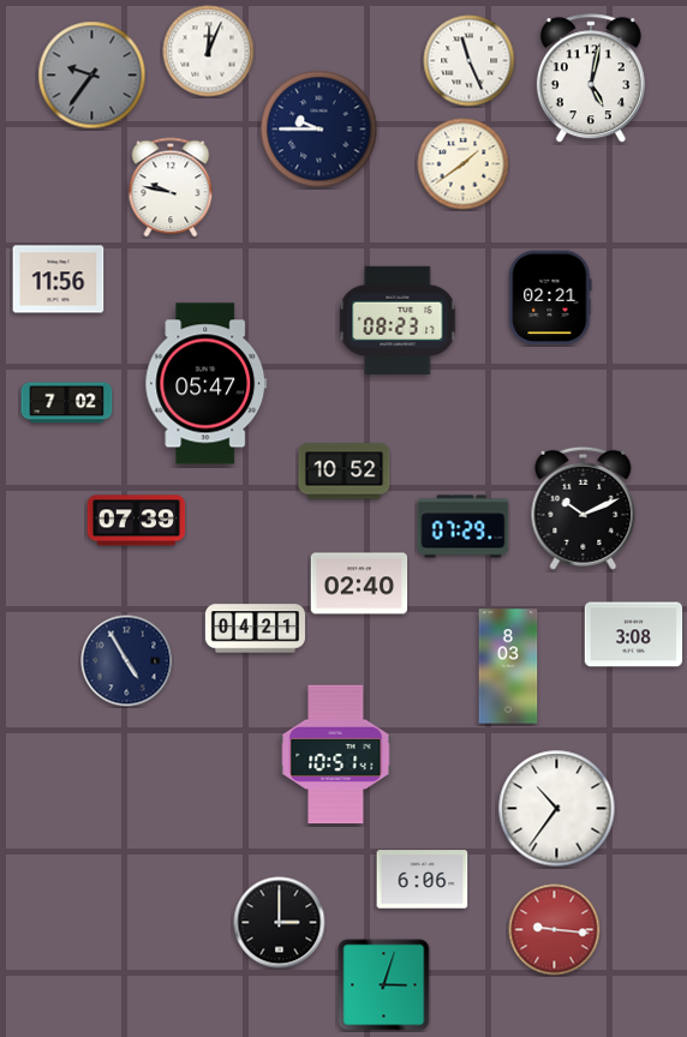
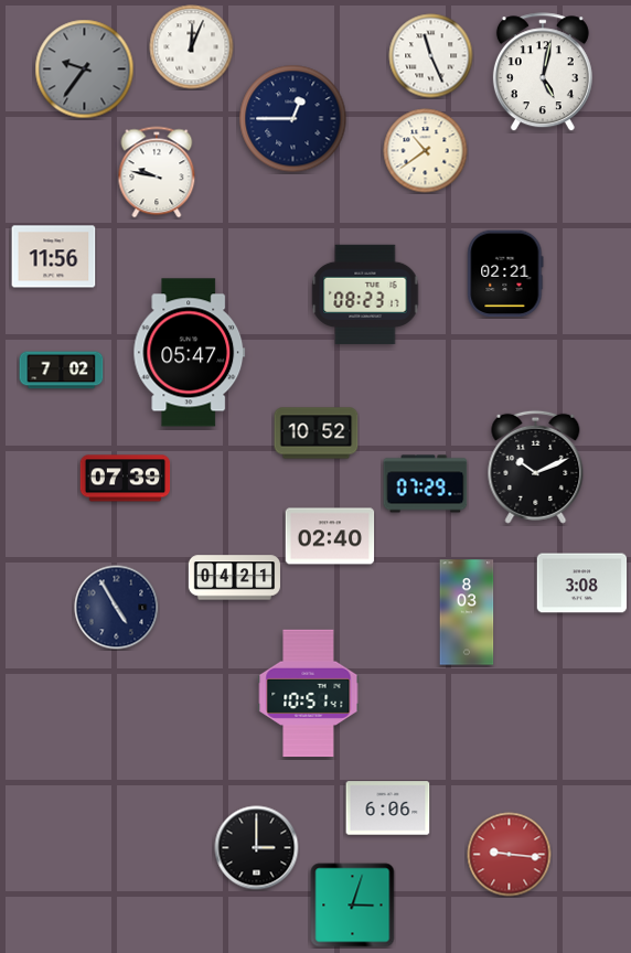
clock at (319, 130): 9:45 -> 12:45
clock at (464, 164): 1:39 -> 10:39
clock at (557, 809): 10:36 -> none
